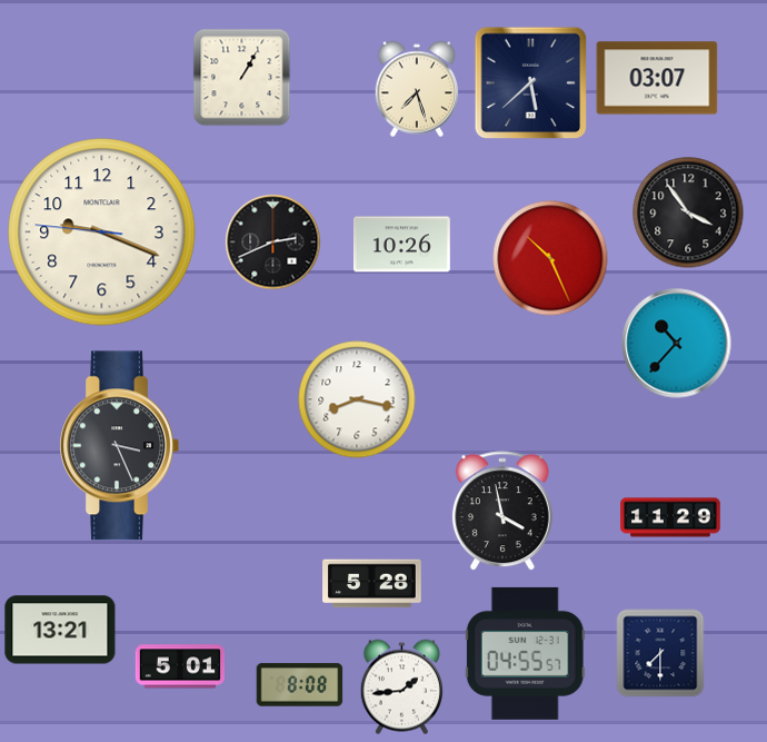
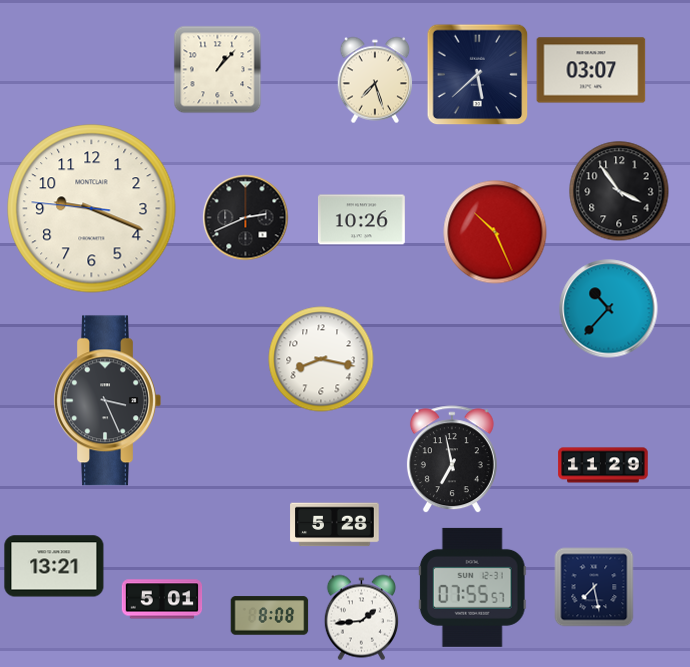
clock at (242, 78): 1:05 -> 1:07
clock at (502, 512): 3:58 -> 6:58
clock at (525, 653): 04:55 -> 07:55
clock at (660, 653): 7:30 -> 7:28
